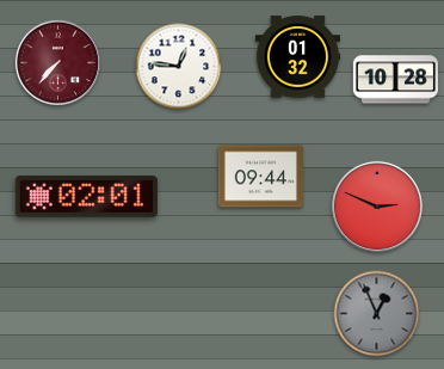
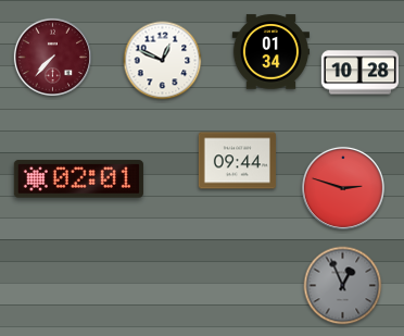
clock at (297, 57): 01:32 -> 01:34
clock at (179, 67): 12:46 -> 12:49
clock at (377, 207): 2:49 -> 2:48
